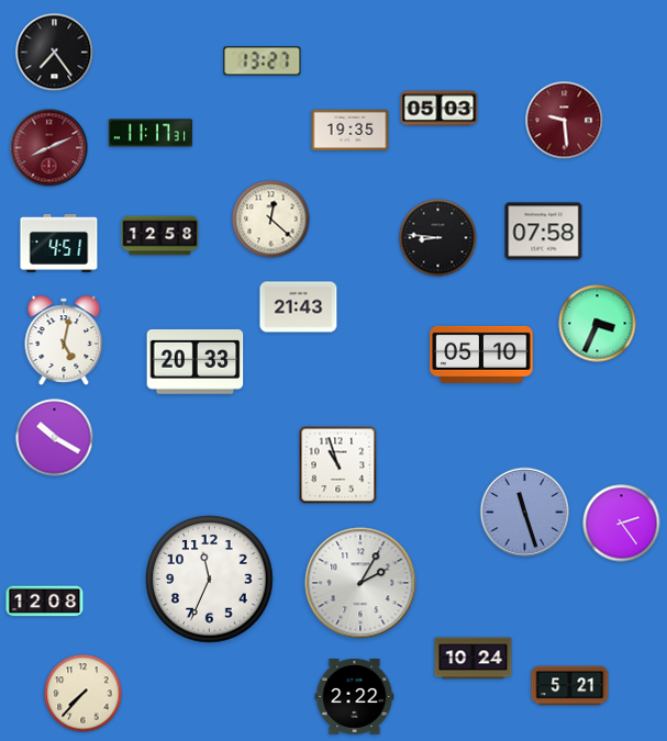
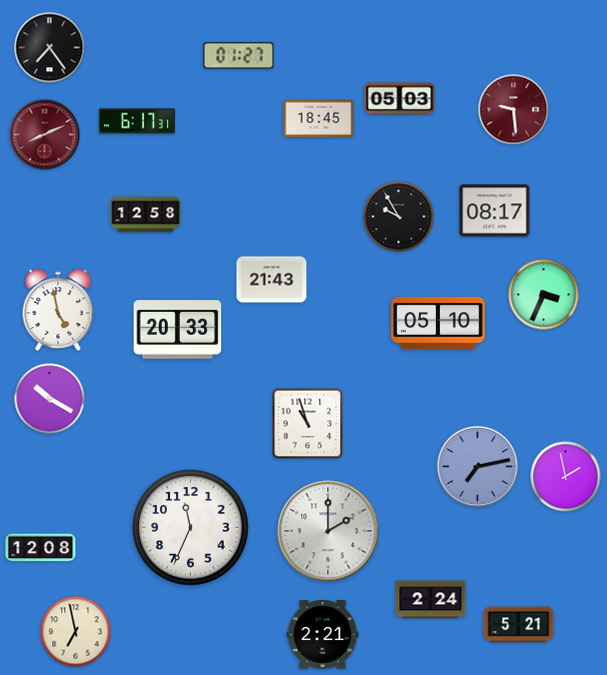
clock at (263, 61): 13:27 -> 01:27
clock at (351, 131): 19:35 -> 18:45
clock at (151, 133): 11:17 -> 6:17
clock at (271, 220): 12:22 -> none
clock at (544, 232): 07:58 -> 08:17
clock at (438, 238): 8:46 -> 9:55
clock at (59, 243): 4:51 -> none
clock at (64, 340): 5:02 -> 4:58
clock at (525, 513): 11:27 -> 7:13
clock at (622, 524): 2:24 -> 1:58
clock at (360, 583): 2:05 -> 2:00
clock at (474, 659): 10:24 -> 2:24
clock at (84, 694): 7:37 -> 6:58
clock at (355, 697): 2:22 -> 2:21
